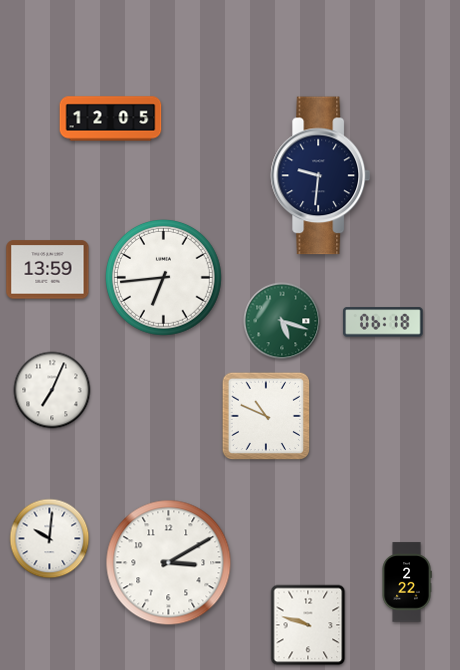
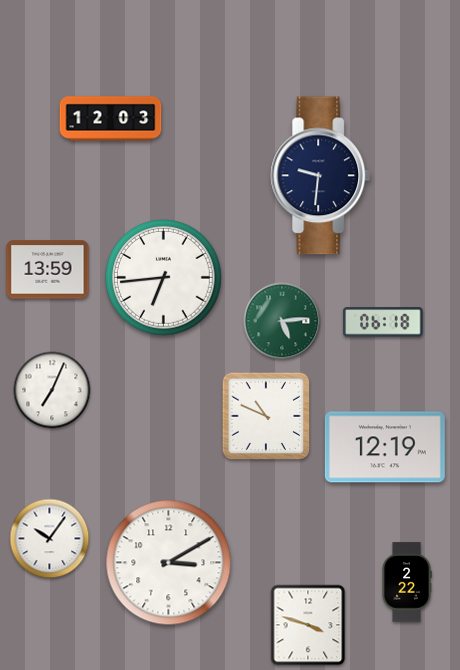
clock at (111, 119): 12:05 -> 12:03
clock at (282, 321): 5:18 -> 5:14
clock at (385, 447): none -> 12:19
clock at (50, 539): 10:01 -> 10:06
clock at (308, 625): 9:48 -> 3:48
